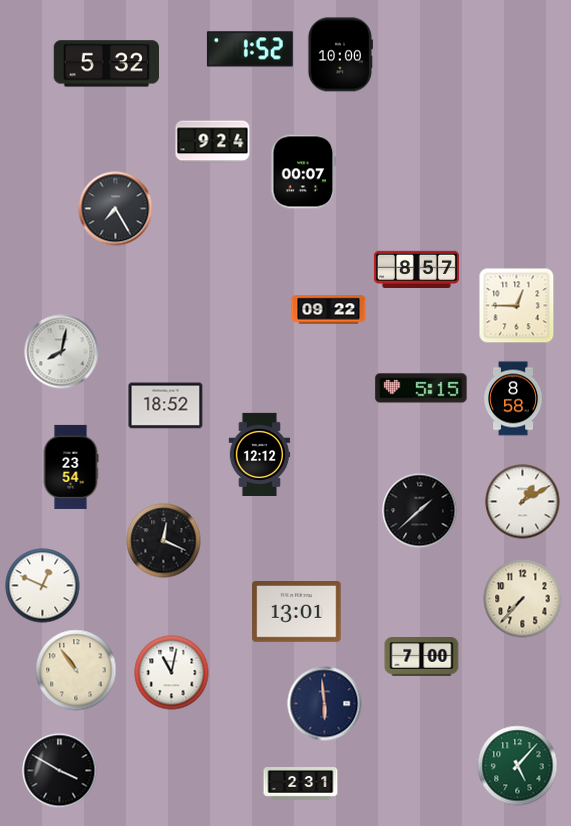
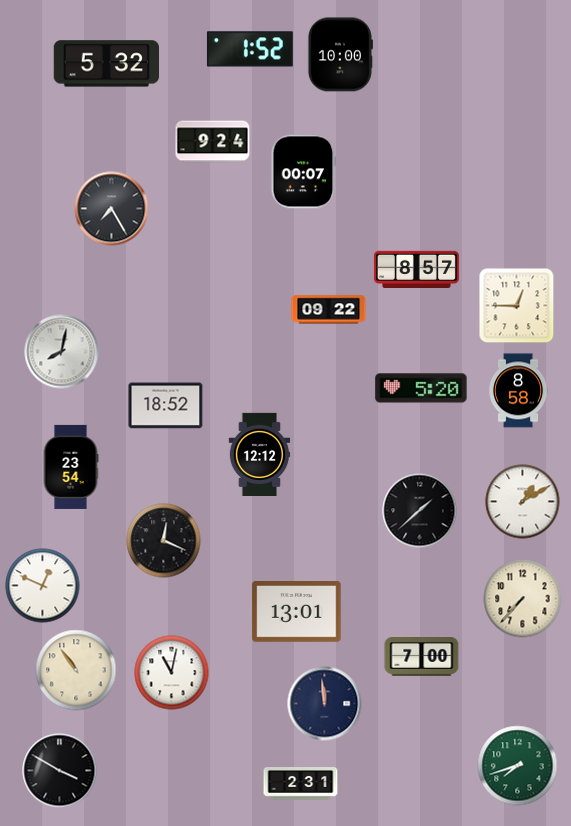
clock at (116, 209) position: (116, 209) -> (112, 209)
clock at (421, 388): 5:15 -> 5:20
clock at (514, 399) position: (514, 399) -> (519, 391)
clock at (325, 704): 5:59 -> 11:59
clock at (518, 766): 5:07 -> 7:42
